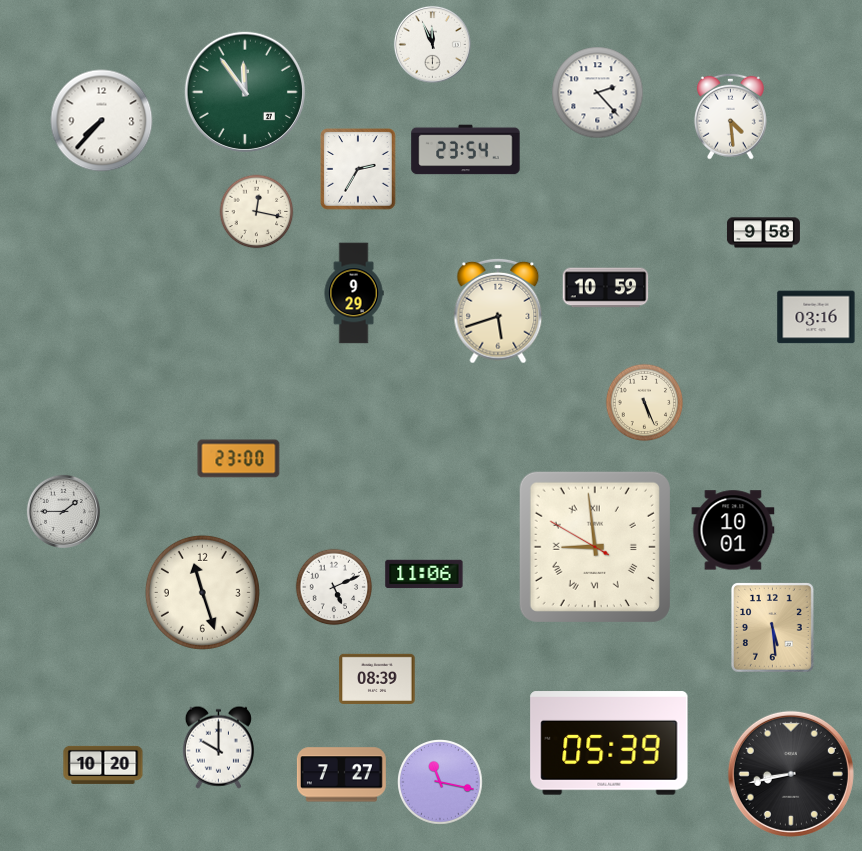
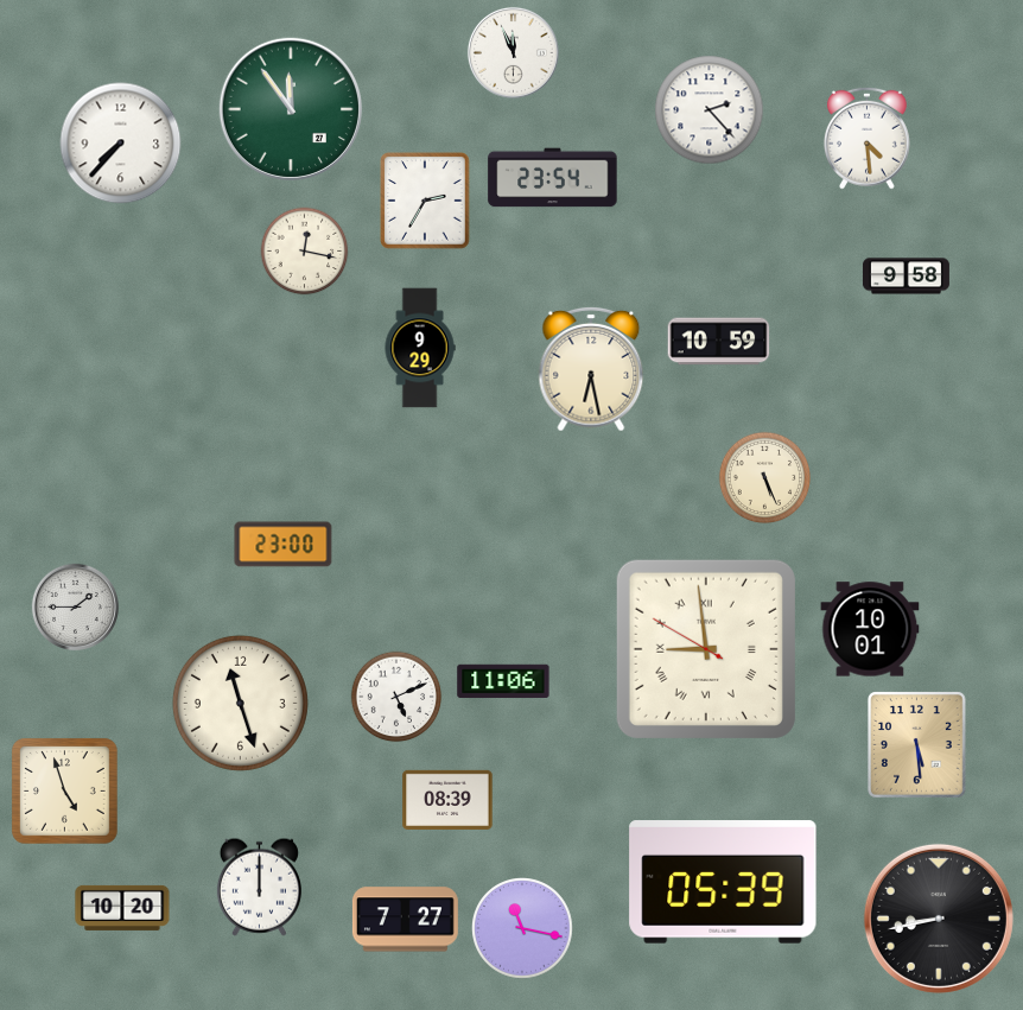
clock at (498, 311): 5:42 -> 6:28
clock at (816, 317): 03:16 -> none
clock at (64, 790): none -> 4:57
clock at (377, 679) position: (377, 679) -> (447, 800)
clock at (218, 747): 10:00 -> 12:00
